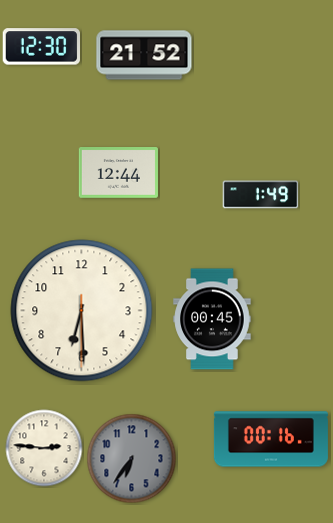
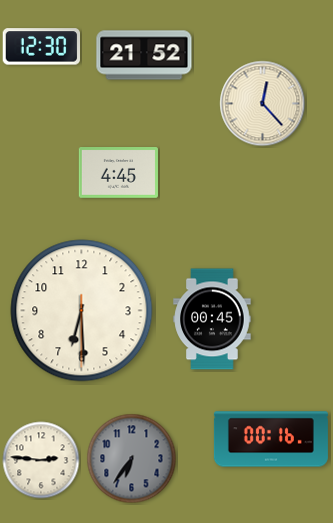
clock at (263, 104): none -> 12:23
clock at (118, 173): 12:44 -> 4:45
clock at (261, 195): 1:49 -> none
clock at (44, 448) position: (44, 448) -> (41, 460)
